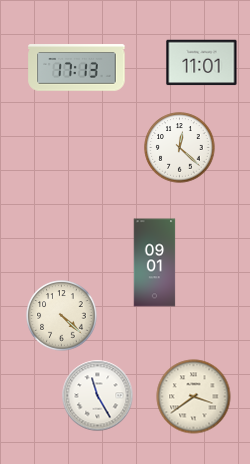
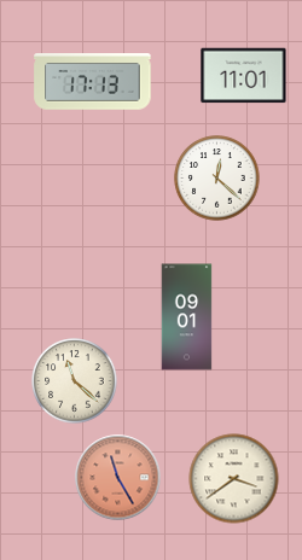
clock at (62, 316): 4:22 -> 11:22
clock at (98, 396) dial: white -> salmon
